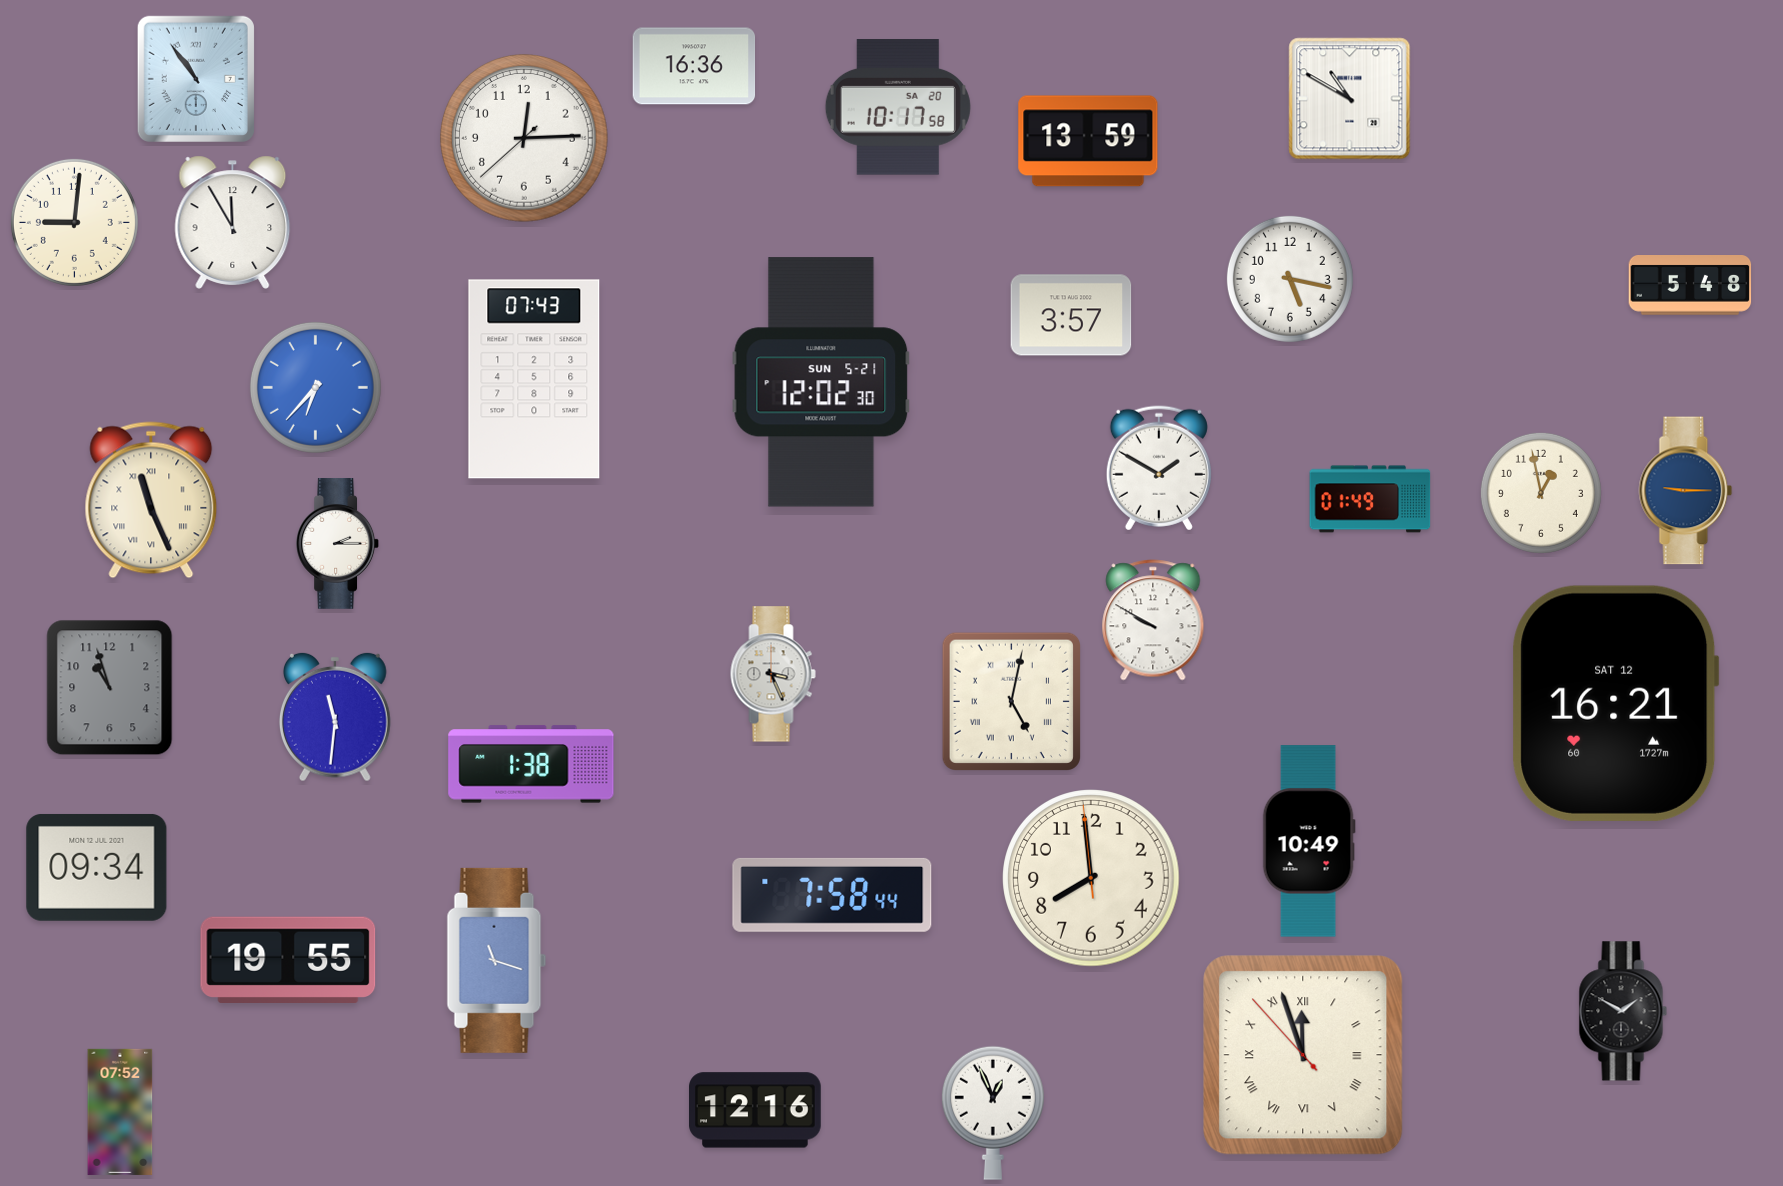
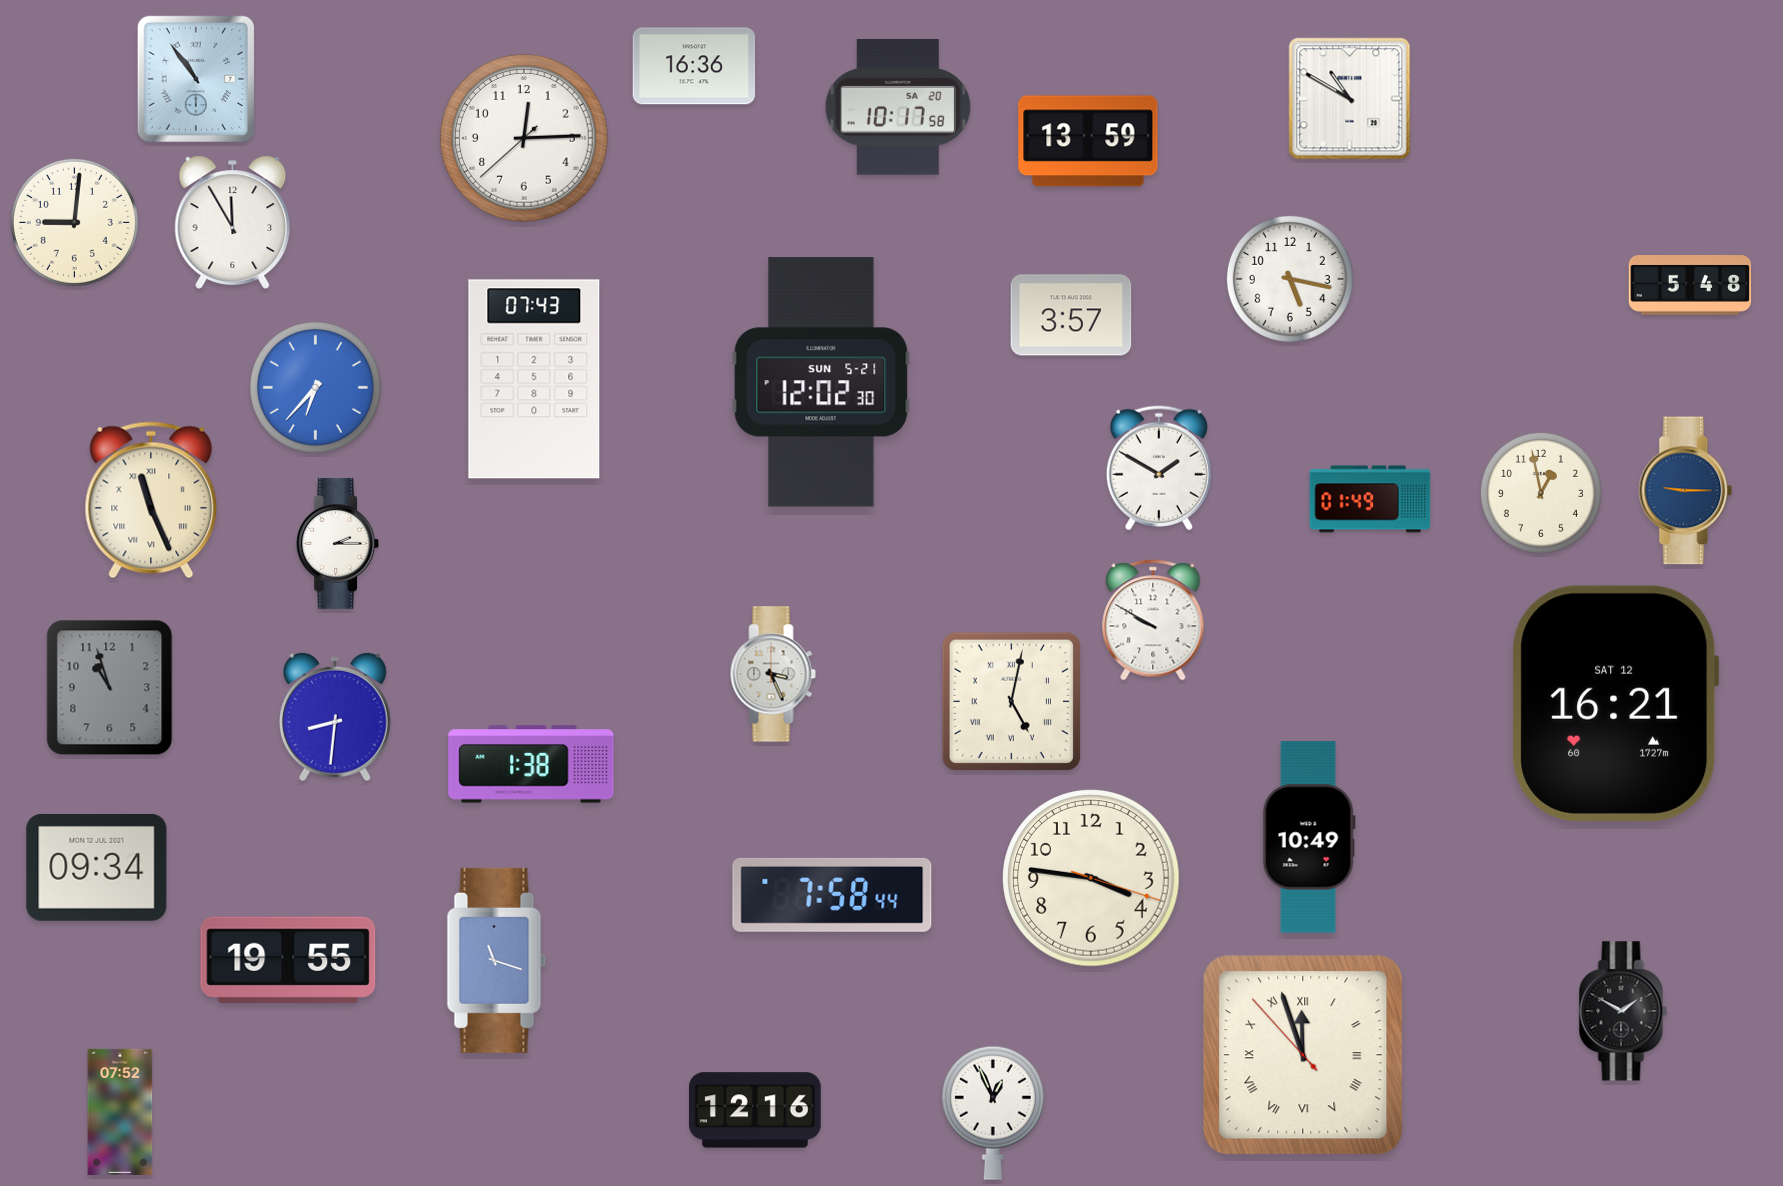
clock at (335, 717): 11:31 -> 8:31
clock at (1309, 841) position: (1309, 841) -> (1309, 837)
clock at (1091, 878): 7:58 -> 3:46
